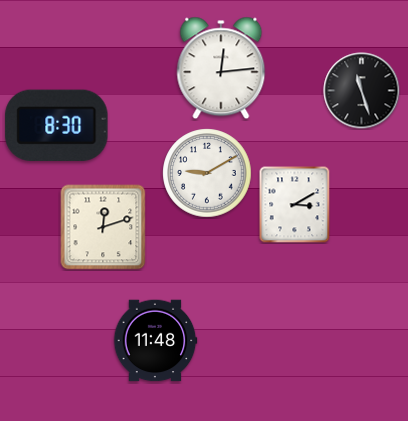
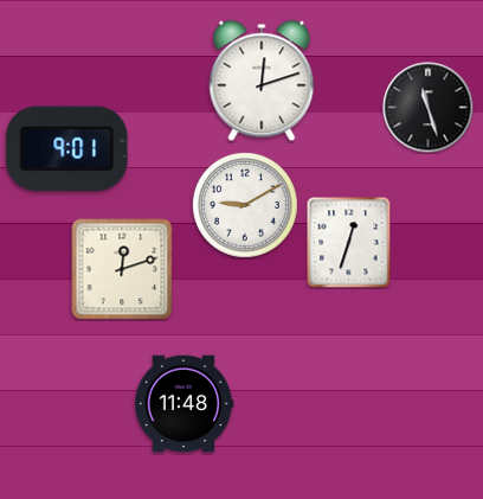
clock at (221, 68): 12:14 -> 12:12
clock at (57, 125): 8:30 -> 9:01
clock at (295, 204): 3:10 -> 12:33
